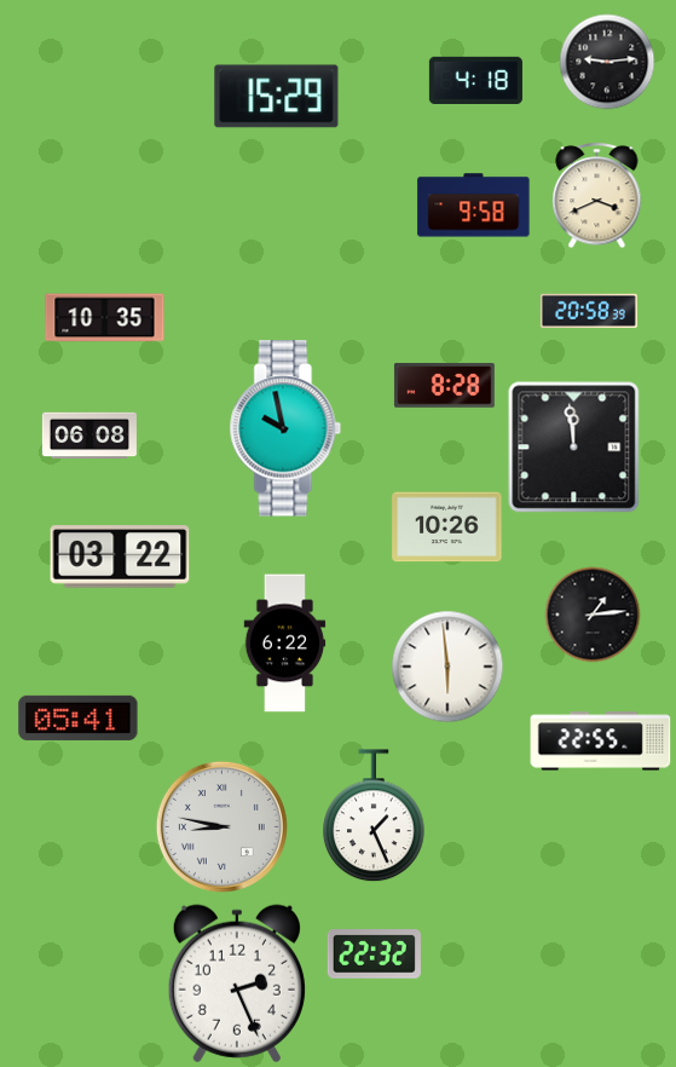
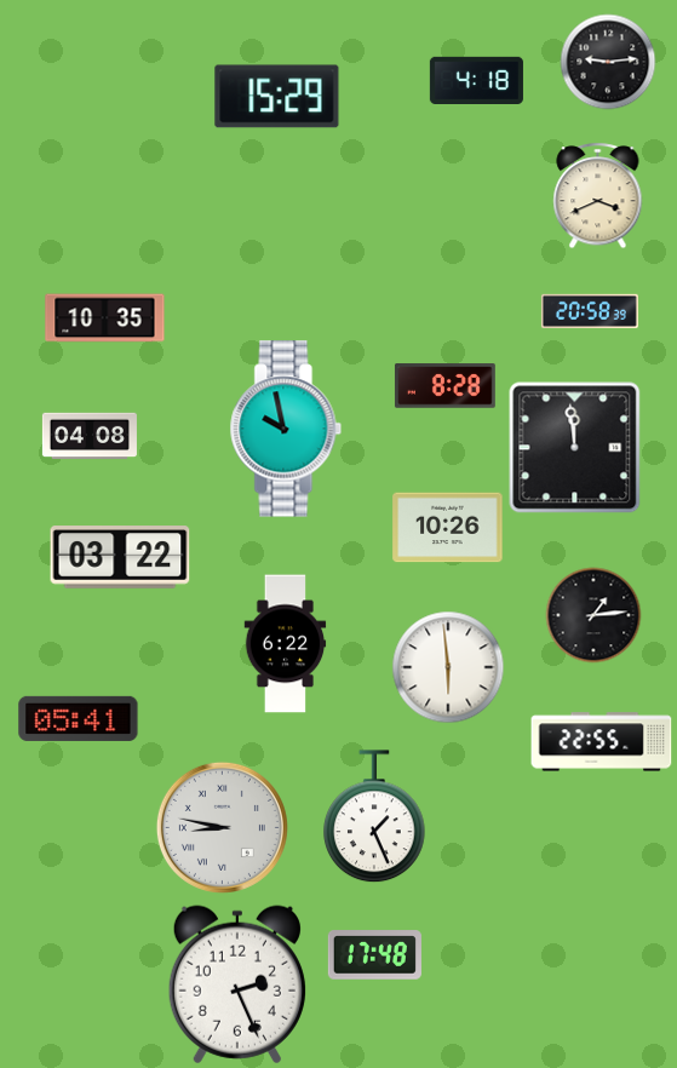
clock at (474, 206): 9:58 -> none
clock at (89, 436): 06:08 -> 04:08
clock at (374, 954): 22:32 -> 17:48
